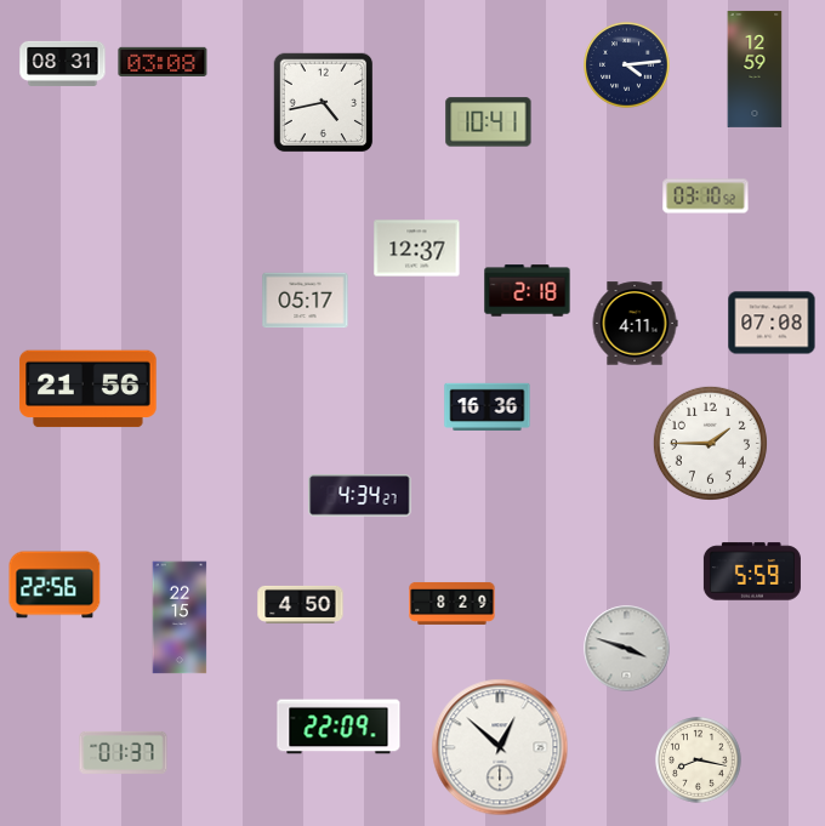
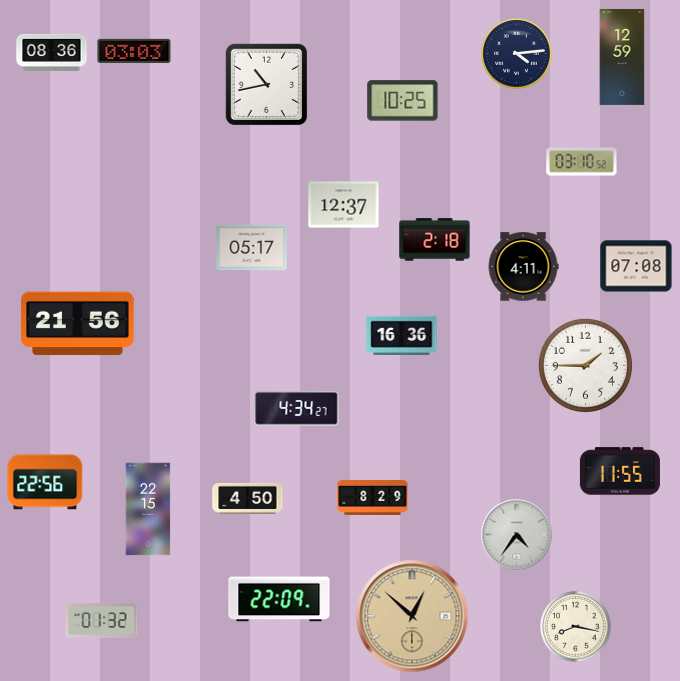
clock at (163, 62): 03:08 -> 03:03
clock at (63, 63): 08:31 -> 08:36
clock at (324, 103): 4:43 -> 10:43
clock at (489, 123): 10:41 -> 10:25
clock at (89, 389) position: (89, 389) -> (78, 324)
clock at (752, 571): 5:59 -> 11:55
clock at (627, 649): 3:48 -> 4:36
clock at (500, 747) dial: white -> champagne
clock at (124, 752): 01:37 -> 01:32
